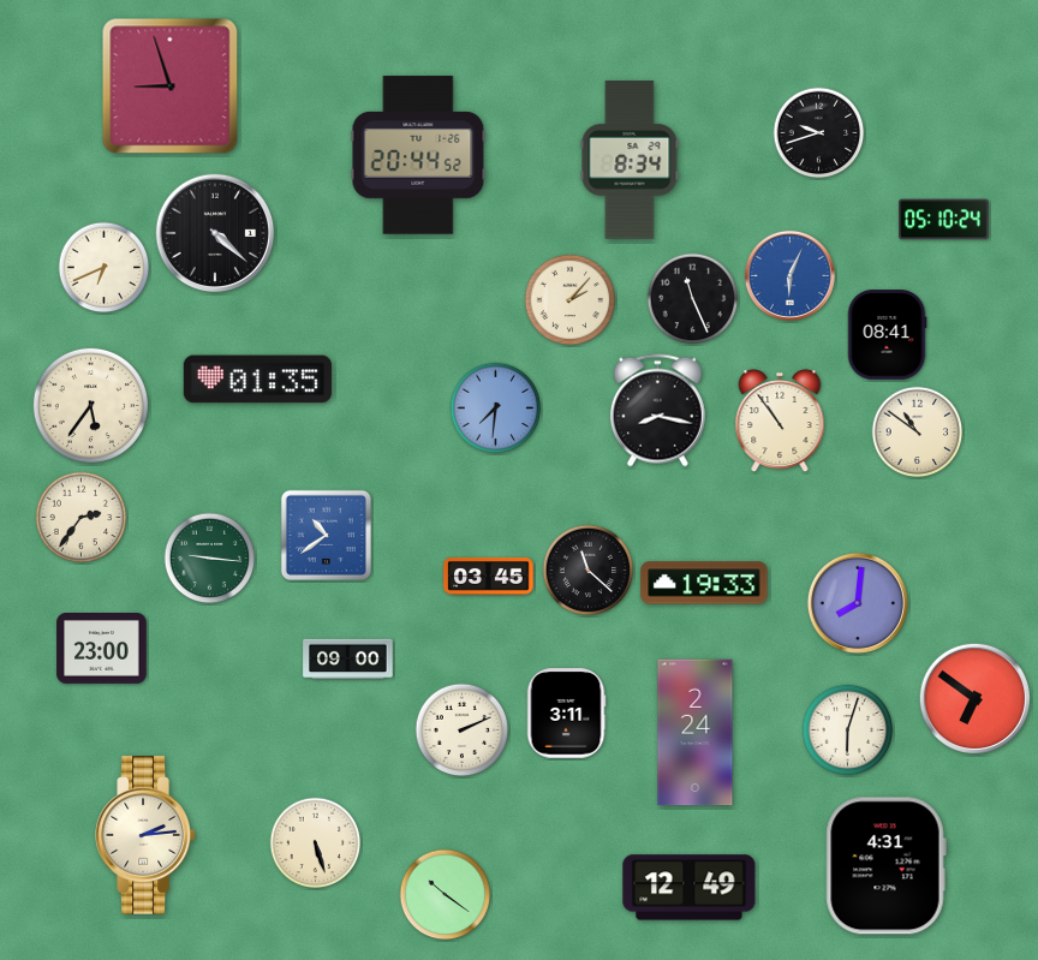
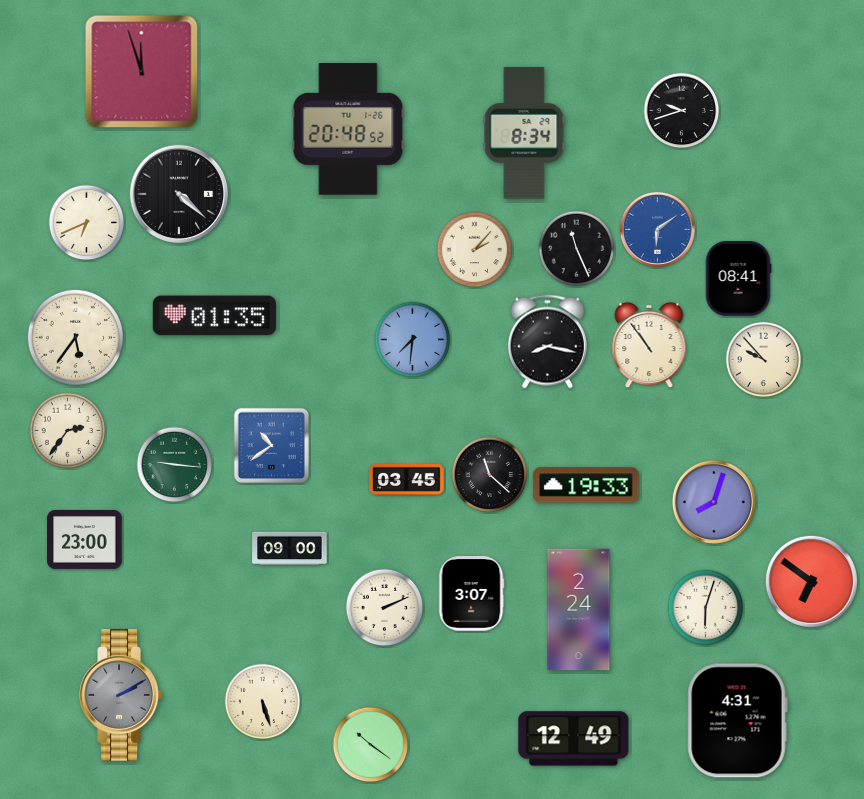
clock at (171, 87): 8:57 -> 11:57
clock at (418, 155): 20:44 -> 20:48
clock at (944, 220): 05:10 -> none
clock at (789, 275): 6:04 -> 6:09
clock at (780, 421) position: (780, 421) -> (649, 345)
clock at (918, 433): 10:51 -> 9:53
clock at (858, 603): 8:01 -> 8:03
clock at (566, 714): 3:11 -> 3:07
clock at (145, 835): 2:14 -> 2:10
clock at (145, 835) dial: cream -> grey
